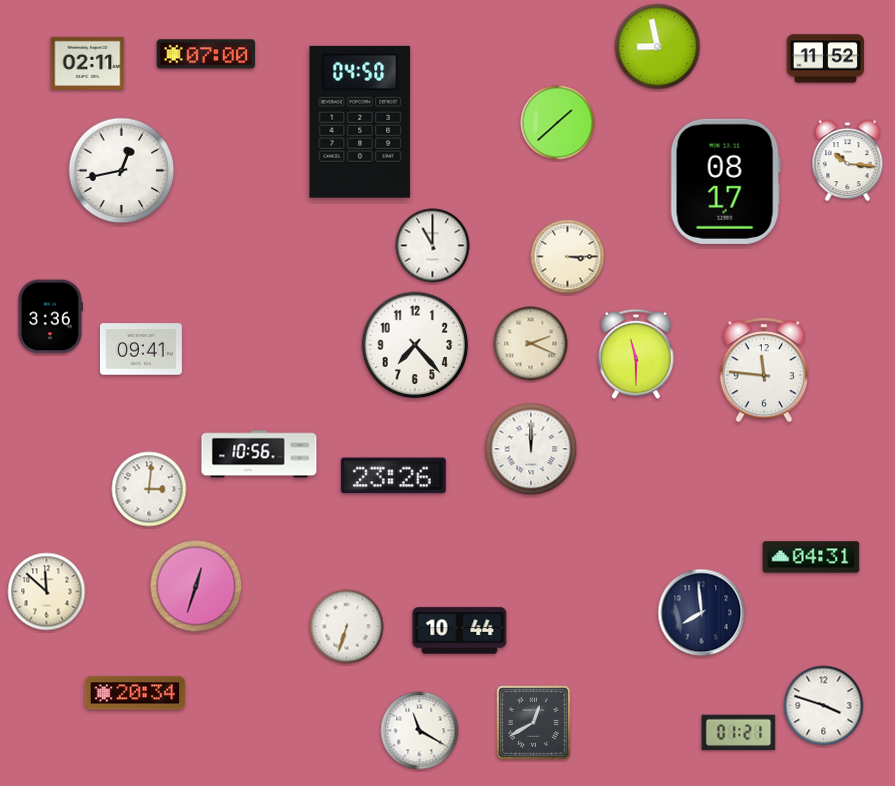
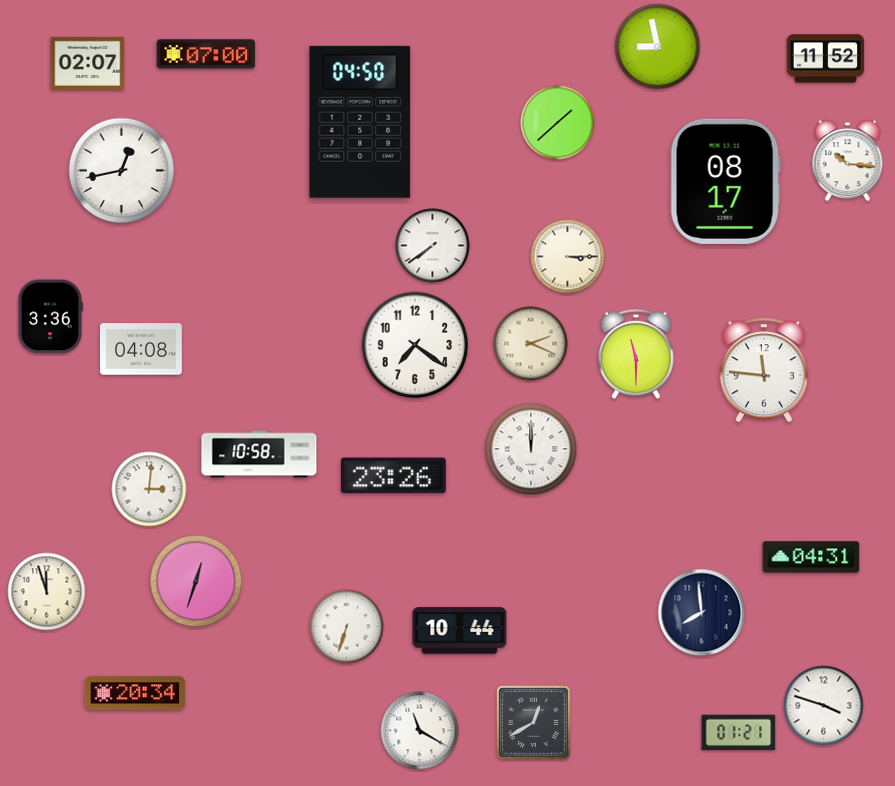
clock at (88, 63): 02:11 -> 02:07
clock at (433, 246): 11:00 -> 7:39
clock at (415, 345): 7:23 -> 7:21
clock at (141, 349): 09:41 -> 04:08
clock at (259, 454): 10:56 -> 10:58
clock at (196, 586) position: (196, 586) -> (196, 581)
clock at (47, 592): 11:52 -> 11:57
